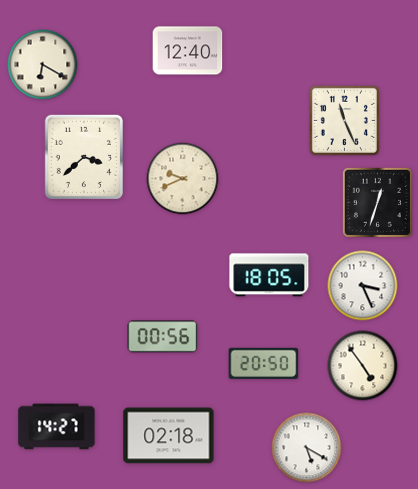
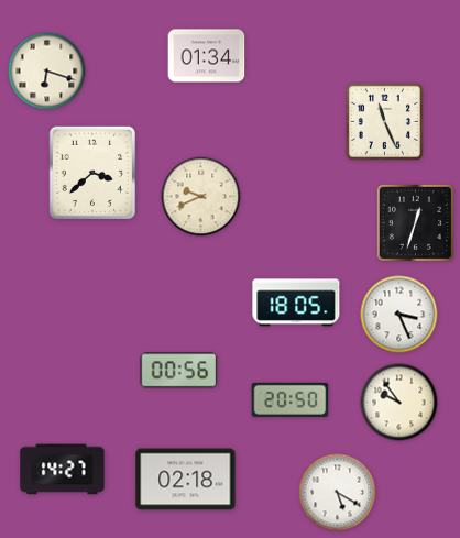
clock at (188, 51): 12:40 -> 01:34
clock at (43, 65): 6:20 -> 6:18
clock at (344, 120) position: (344, 120) -> (384, 121)
clock at (363, 366): 4:54 -> 9:54
